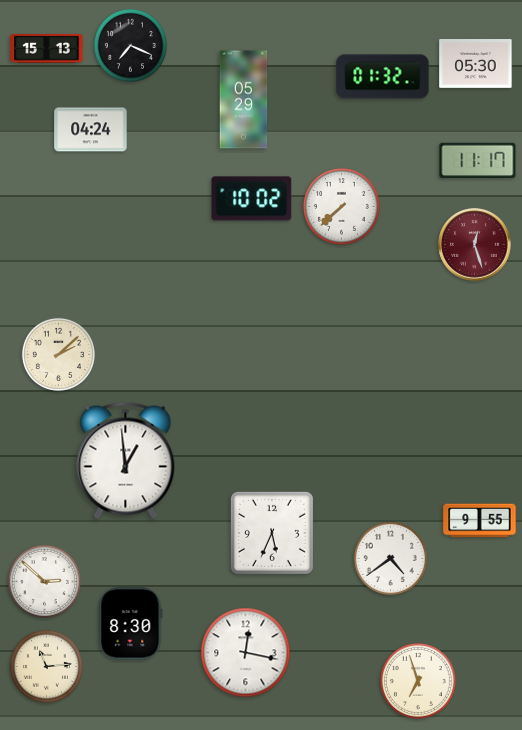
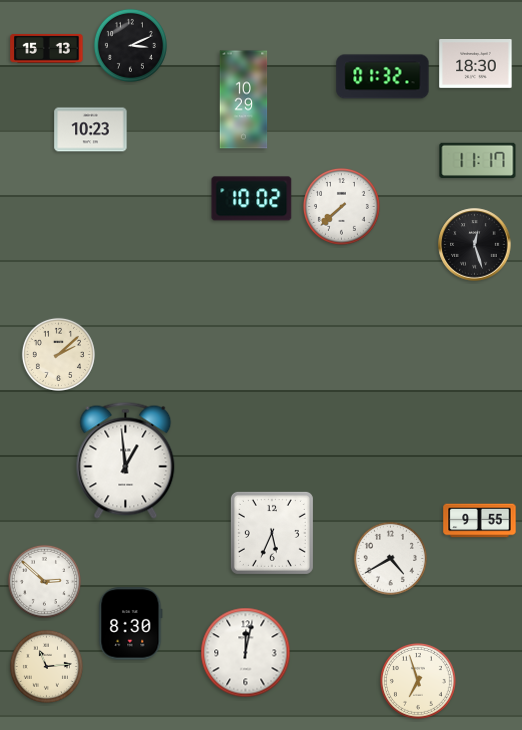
clock at (130, 45): 7:19 -> 3:11
clock at (476, 64): 05:30 -> 18:30
clock at (244, 100): 05:29 -> 10:29
clock at (91, 130): 04:24 -> 10:23
clock at (475, 245) dial: burgundy -> black
clock at (390, 558): 4:39 -> 4:40
clock at (246, 653): 12:17 -> 12:02
